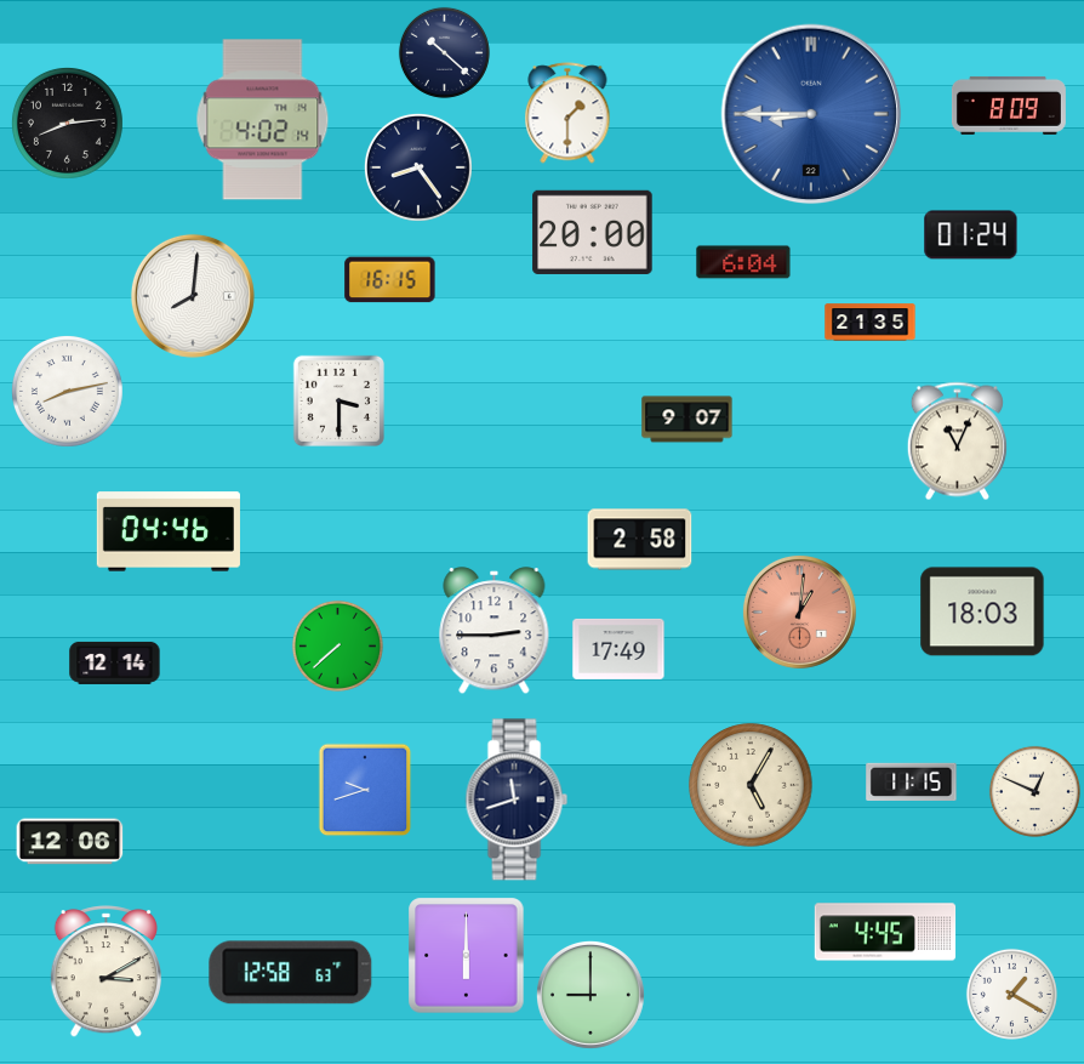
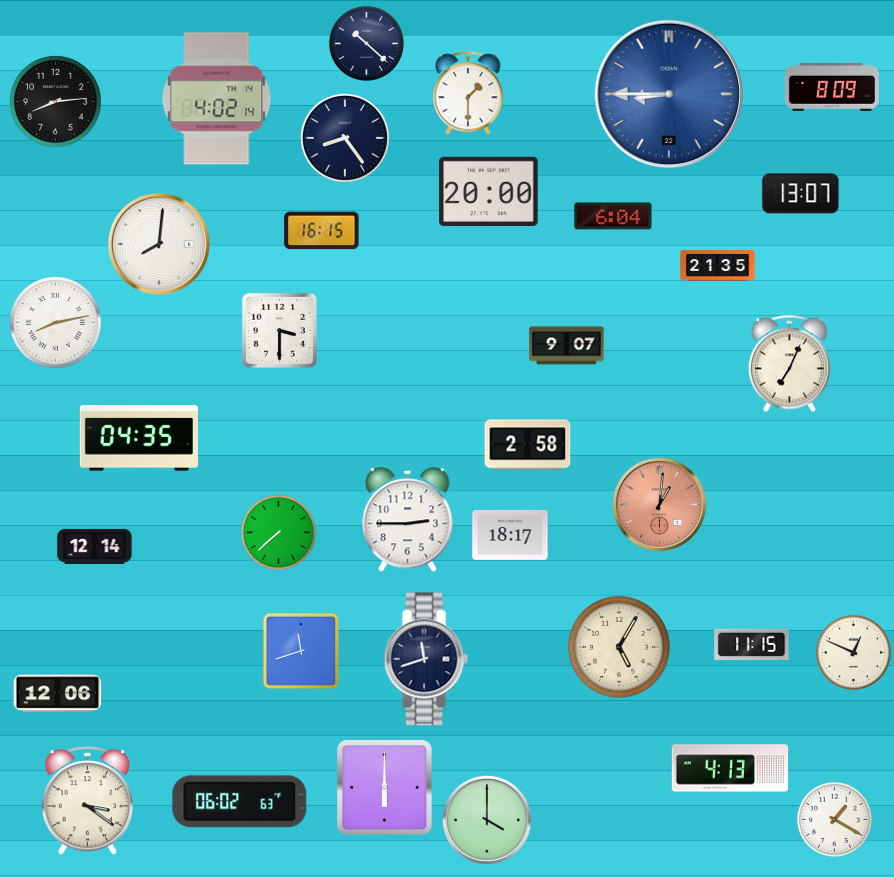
clock at (971, 235): 01:24 -> 13:07
clock at (957, 442): 11:04 -> 7:04
clock at (169, 531): 04:46 -> 04:35
clock at (982, 611): 18:03 -> none
clock at (618, 649): 17:49 -> 18:17
clock at (365, 790): 9:42 -> 11:42
clock at (885, 932): 4:45 -> 4:13
clock at (105, 972): 3:10 -> 3:21
clock at (291, 973): 12:58 -> 06:02
clock at (591, 995): 9:00 -> 4:00
